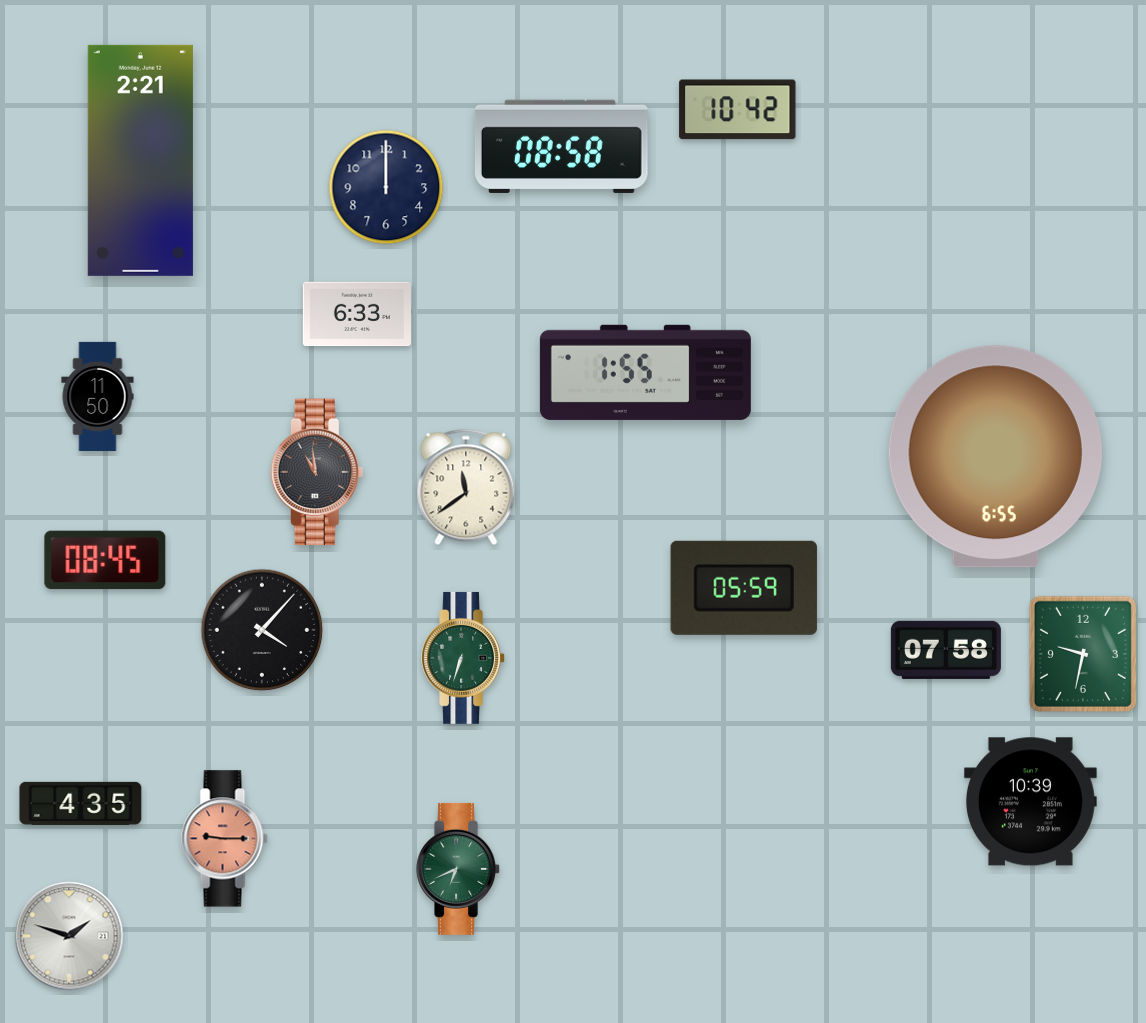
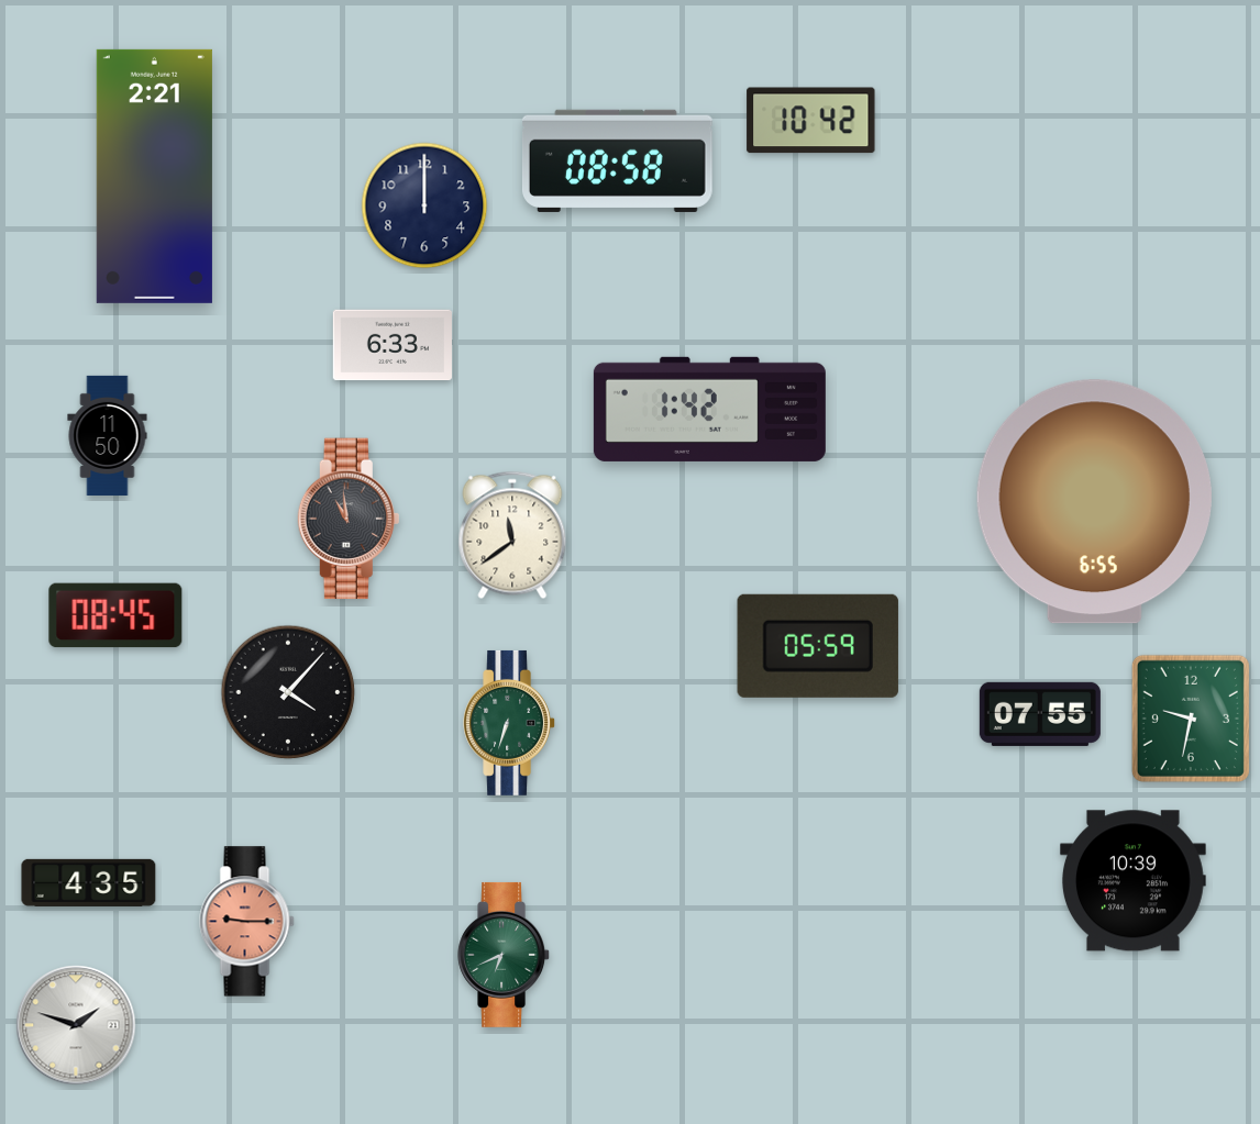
clock at (645, 372): 1:55 -> 1:42
clock at (946, 650): 07:58 -> 07:55
clock at (69, 936) position: (69, 936) -> (76, 1025)
